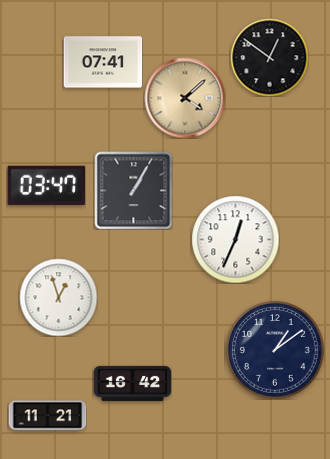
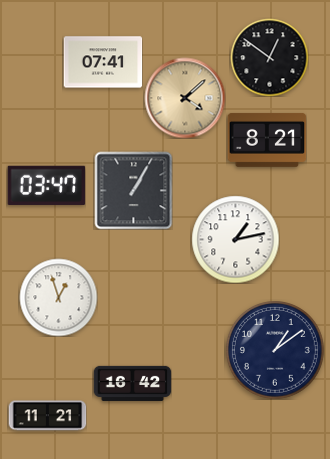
clock at (267, 140): none -> 8:21
clock at (235, 239): 12:34 -> 1:13
